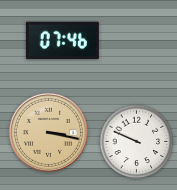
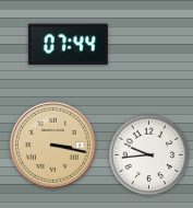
clock at (62, 41): 07:46 -> 07:44
clock at (137, 142): 9:49 -> 9:44
